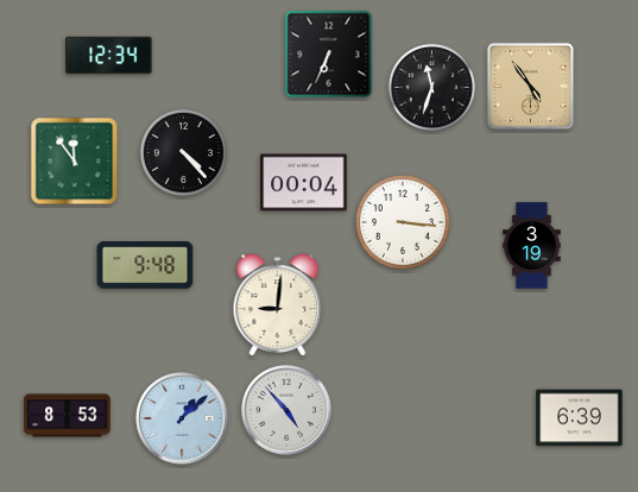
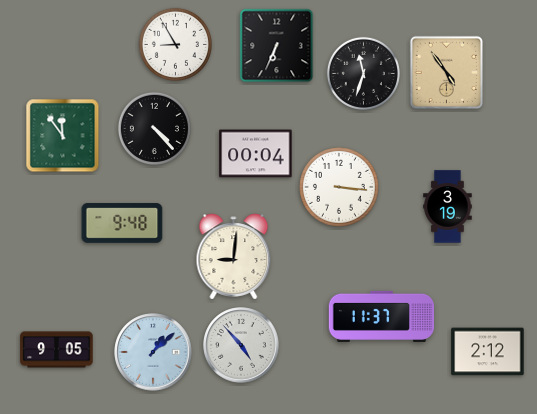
clock at (175, 44): none -> 8:55
clock at (109, 56): 12:34 -> none
clock at (382, 316): none -> 11:37
clock at (68, 416): 8:53 -> 9:05
clock at (580, 418): 6:39 -> 2:12
